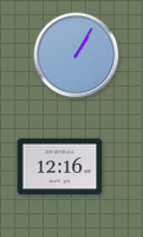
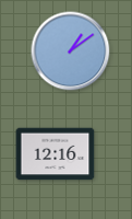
clock at (77, 56): 1:05 -> 1:09
